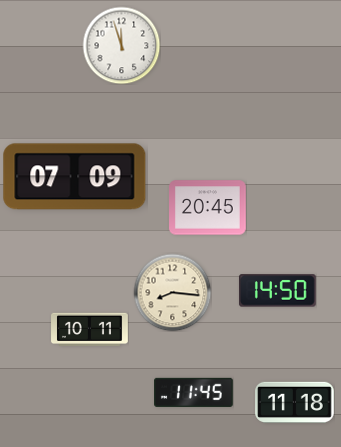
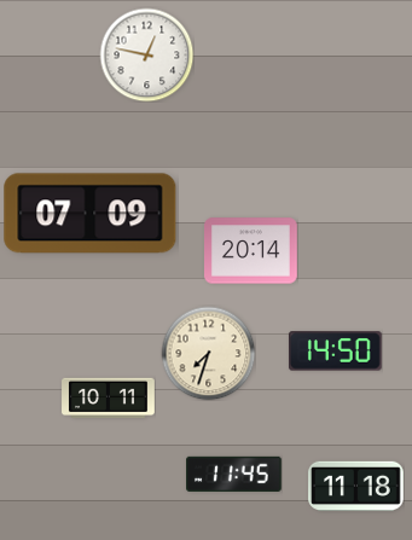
clock at (121, 45): 11:57 -> 12:47
clock at (208, 208): 20:45 -> 20:14
clock at (172, 292): 8:16 -> 7:33
